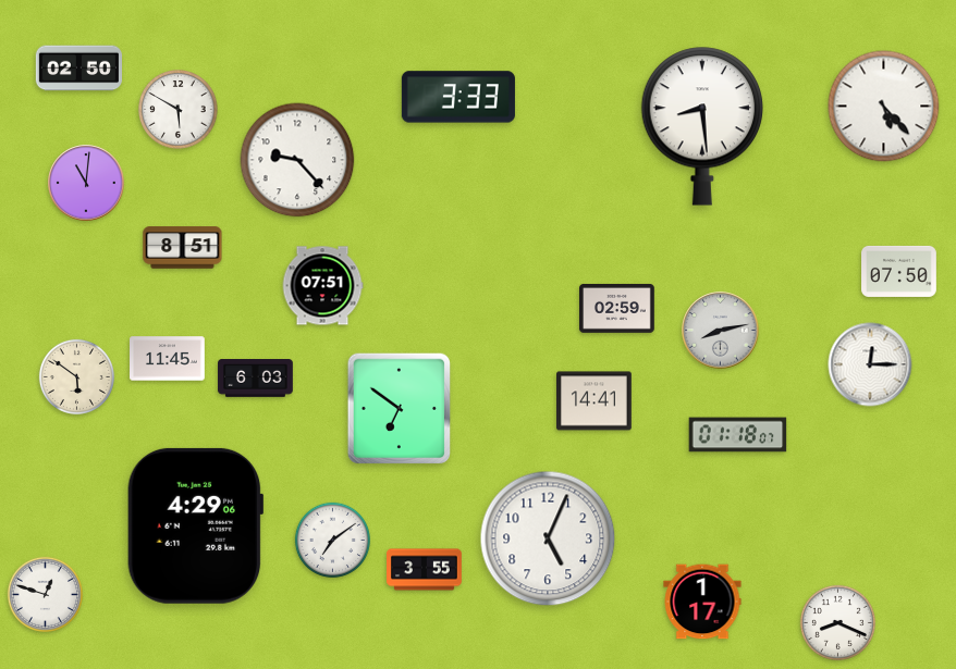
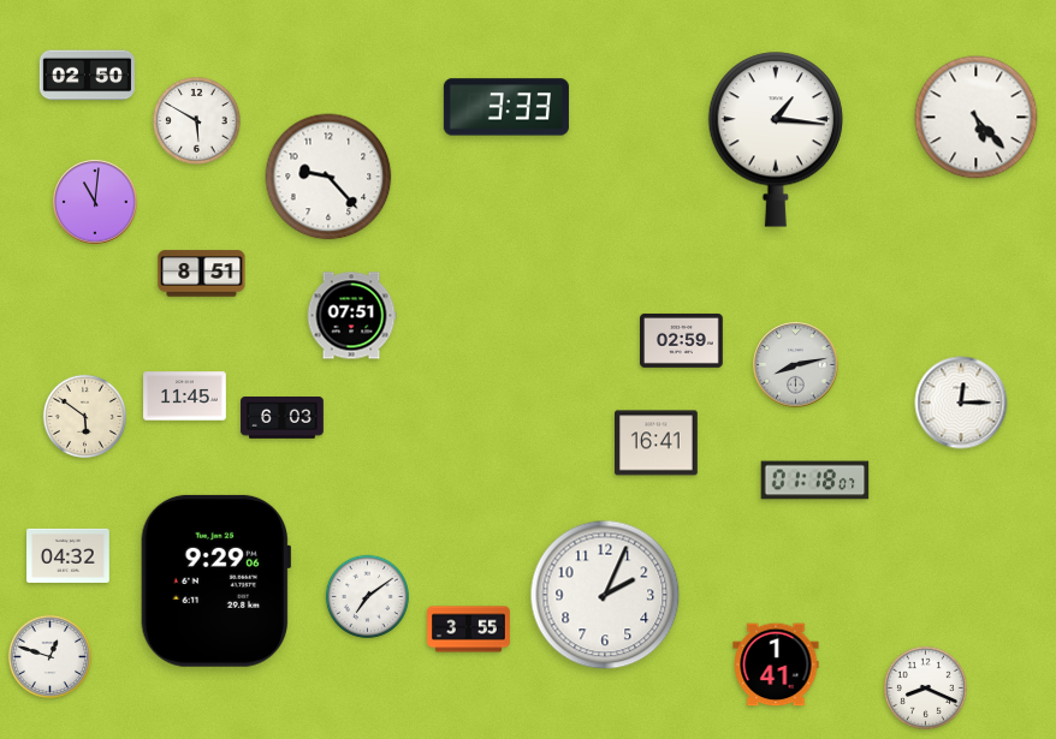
clock at (701, 126): 8:29 -> 1:16
clock at (899, 271): 07:50 -> none
clock at (322, 286) position: (322, 286) -> (351, 316)
clock at (595, 401): 14:41 -> 16:41
clock at (400, 409): 6:51 -> none
clock at (69, 555): none -> 04:32
clock at (196, 525): 4:29 -> 9:29
clock at (548, 538): 5:04 -> 2:04
clock at (702, 602): 1:17 -> 1:41
